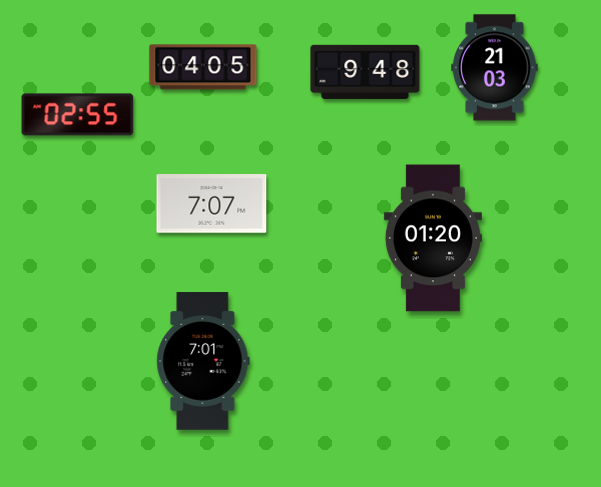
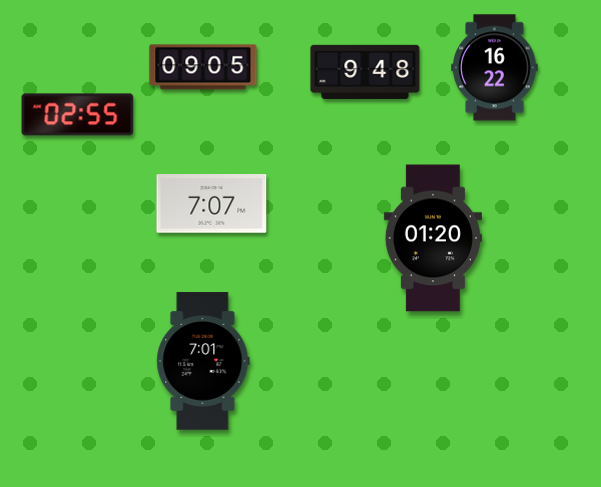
clock at (203, 67): 04:05 -> 09:05
clock at (495, 68): 21:03 -> 16:22
